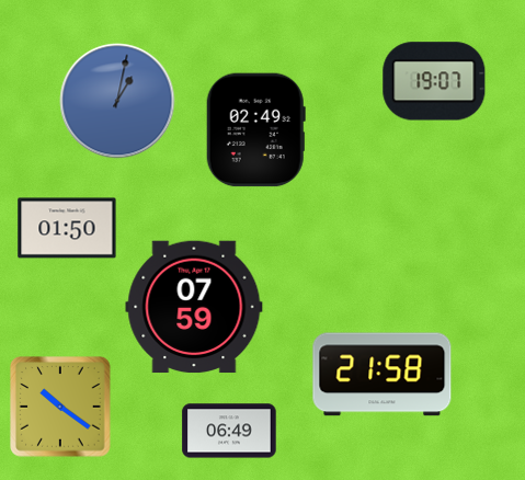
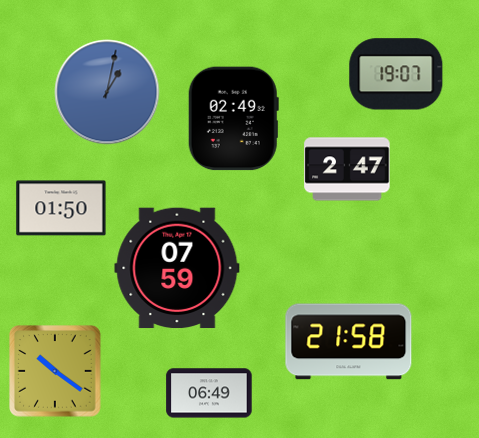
clock at (347, 169): none -> 2:47
clock at (194, 307) position: (194, 307) -> (177, 268)
